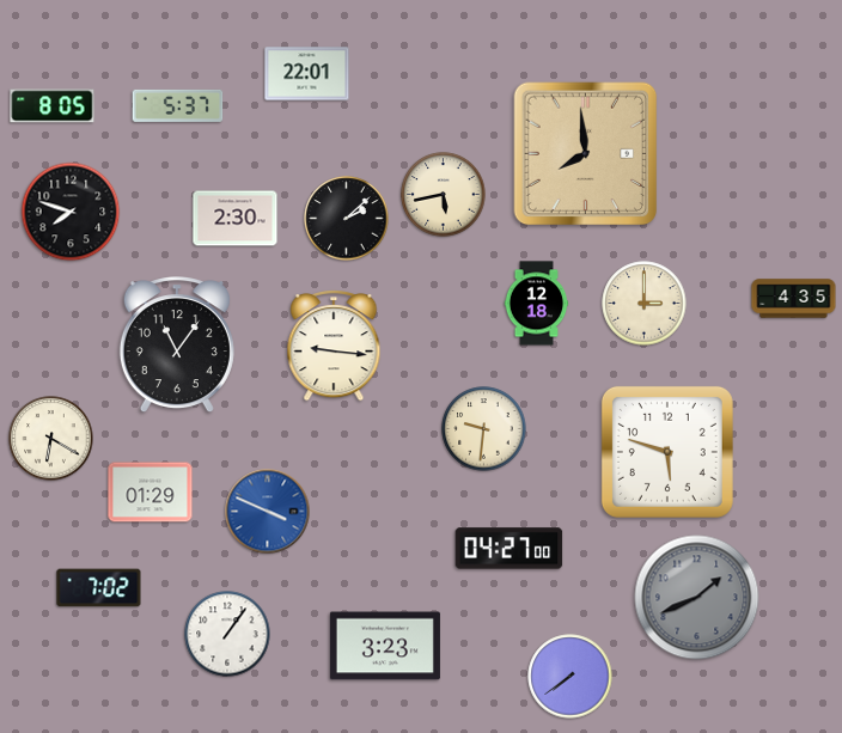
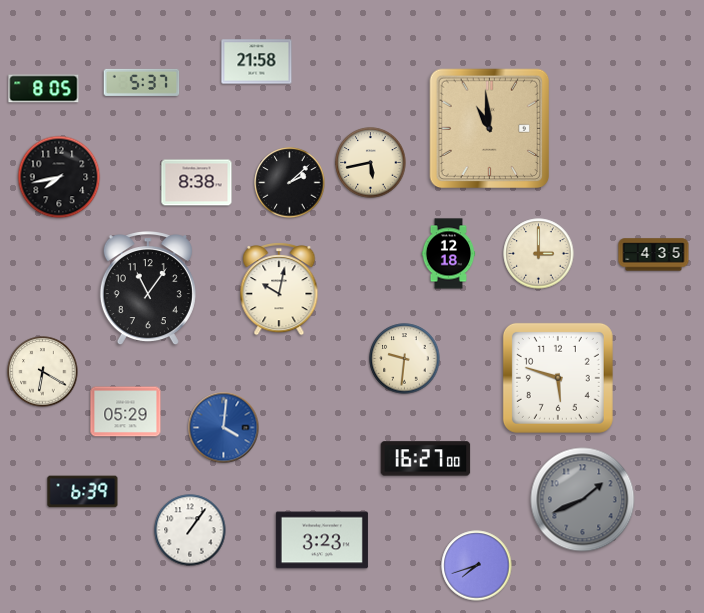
clock at (307, 74): 22:01 -> 21:58
clock at (178, 105) position: (178, 105) -> (142, 82)
clock at (586, 154): 7:59 -> 10:59
clock at (71, 212): 7:48 -> 7:43
clock at (236, 219): 2:30 -> 8:38
clock at (794, 299) position: (794, 299) -> (654, 255)
clock at (334, 347): 9:16 -> 10:02
clock at (51, 439) position: (51, 439) -> (43, 372)
clock at (151, 493): 01:29 -> 05:29
clock at (268, 512): 3:49 -> 4:01
clock at (510, 549): 04:27 -> 16:27
clock at (99, 588): 7:02 -> 6:39
clock at (571, 677): 7:39 -> 7:42
